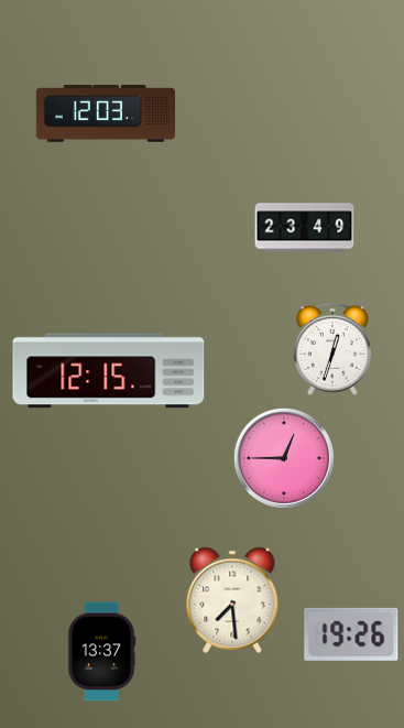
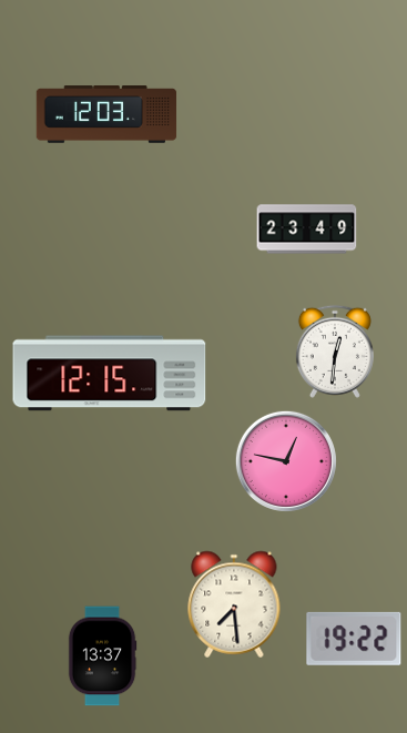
clock at (332, 349): 12:33 -> 12:31
clock at (284, 458): 12:45 -> 12:47
clock at (351, 634): 19:26 -> 19:22
